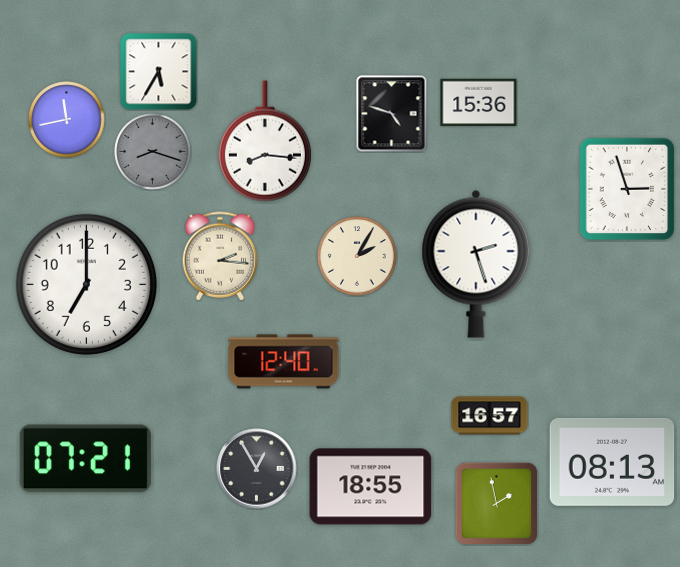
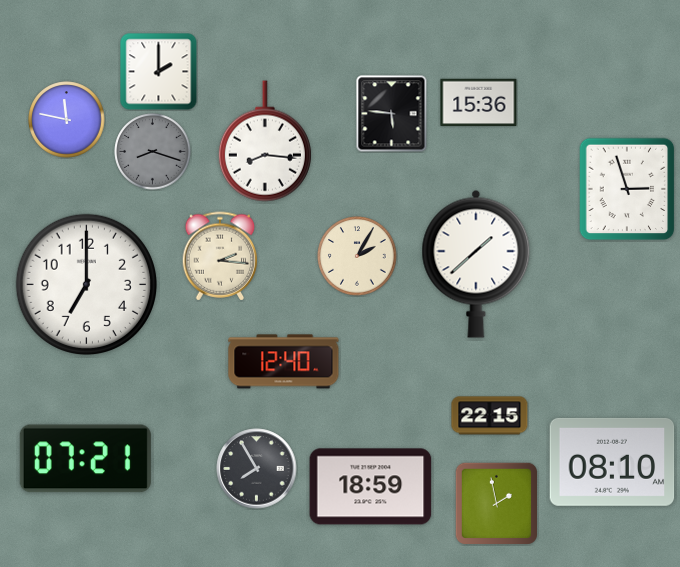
clock at (159, 72): 5:35 -> 2:00
clock at (392, 114): 4:48 -> 5:46
clock at (67, 120): 11:43 -> 11:47
clock at (476, 264): 2:27 -> 1:38
clock at (490, 416): 16:57 -> 22:15
clock at (612, 462): 08:13 -> 08:10
clock at (257, 469): 12:55 -> 7:55
clock at (371, 487): 18:55 -> 18:59
